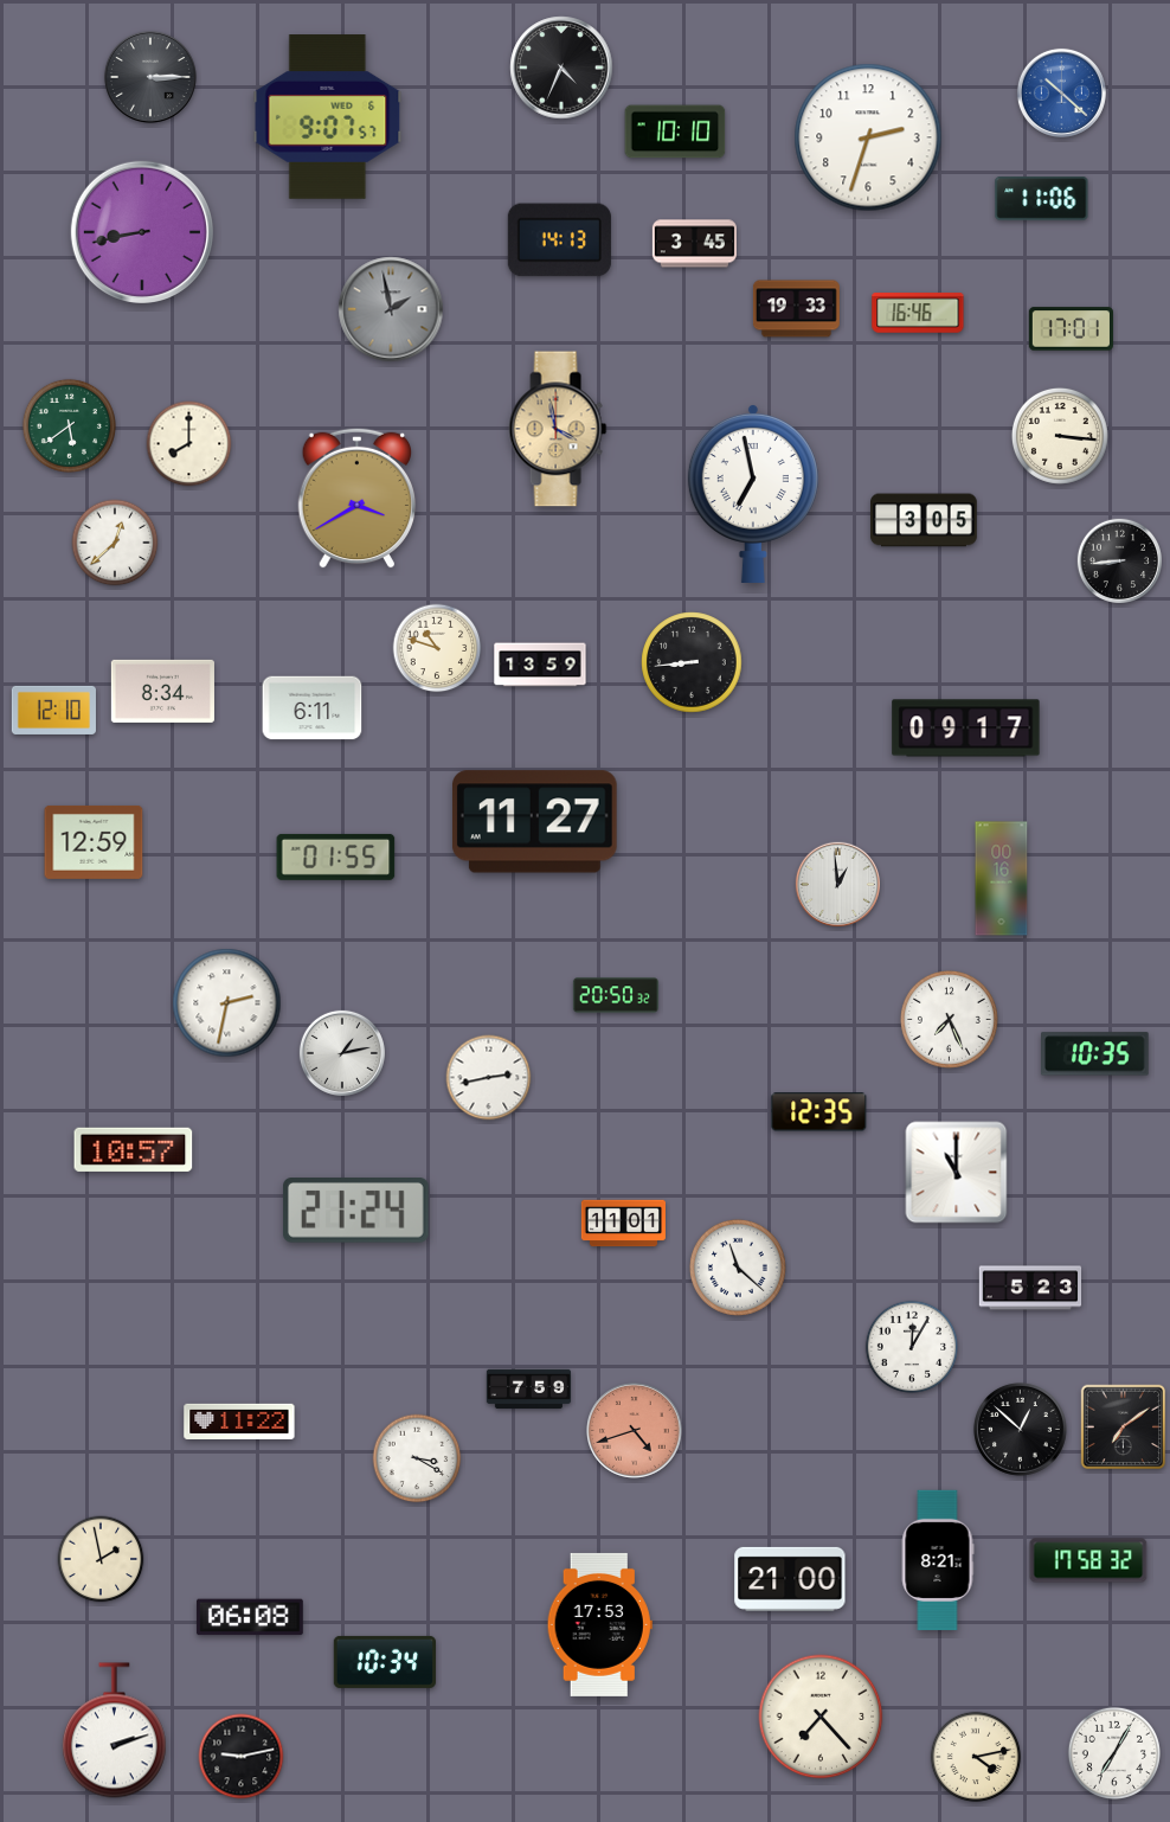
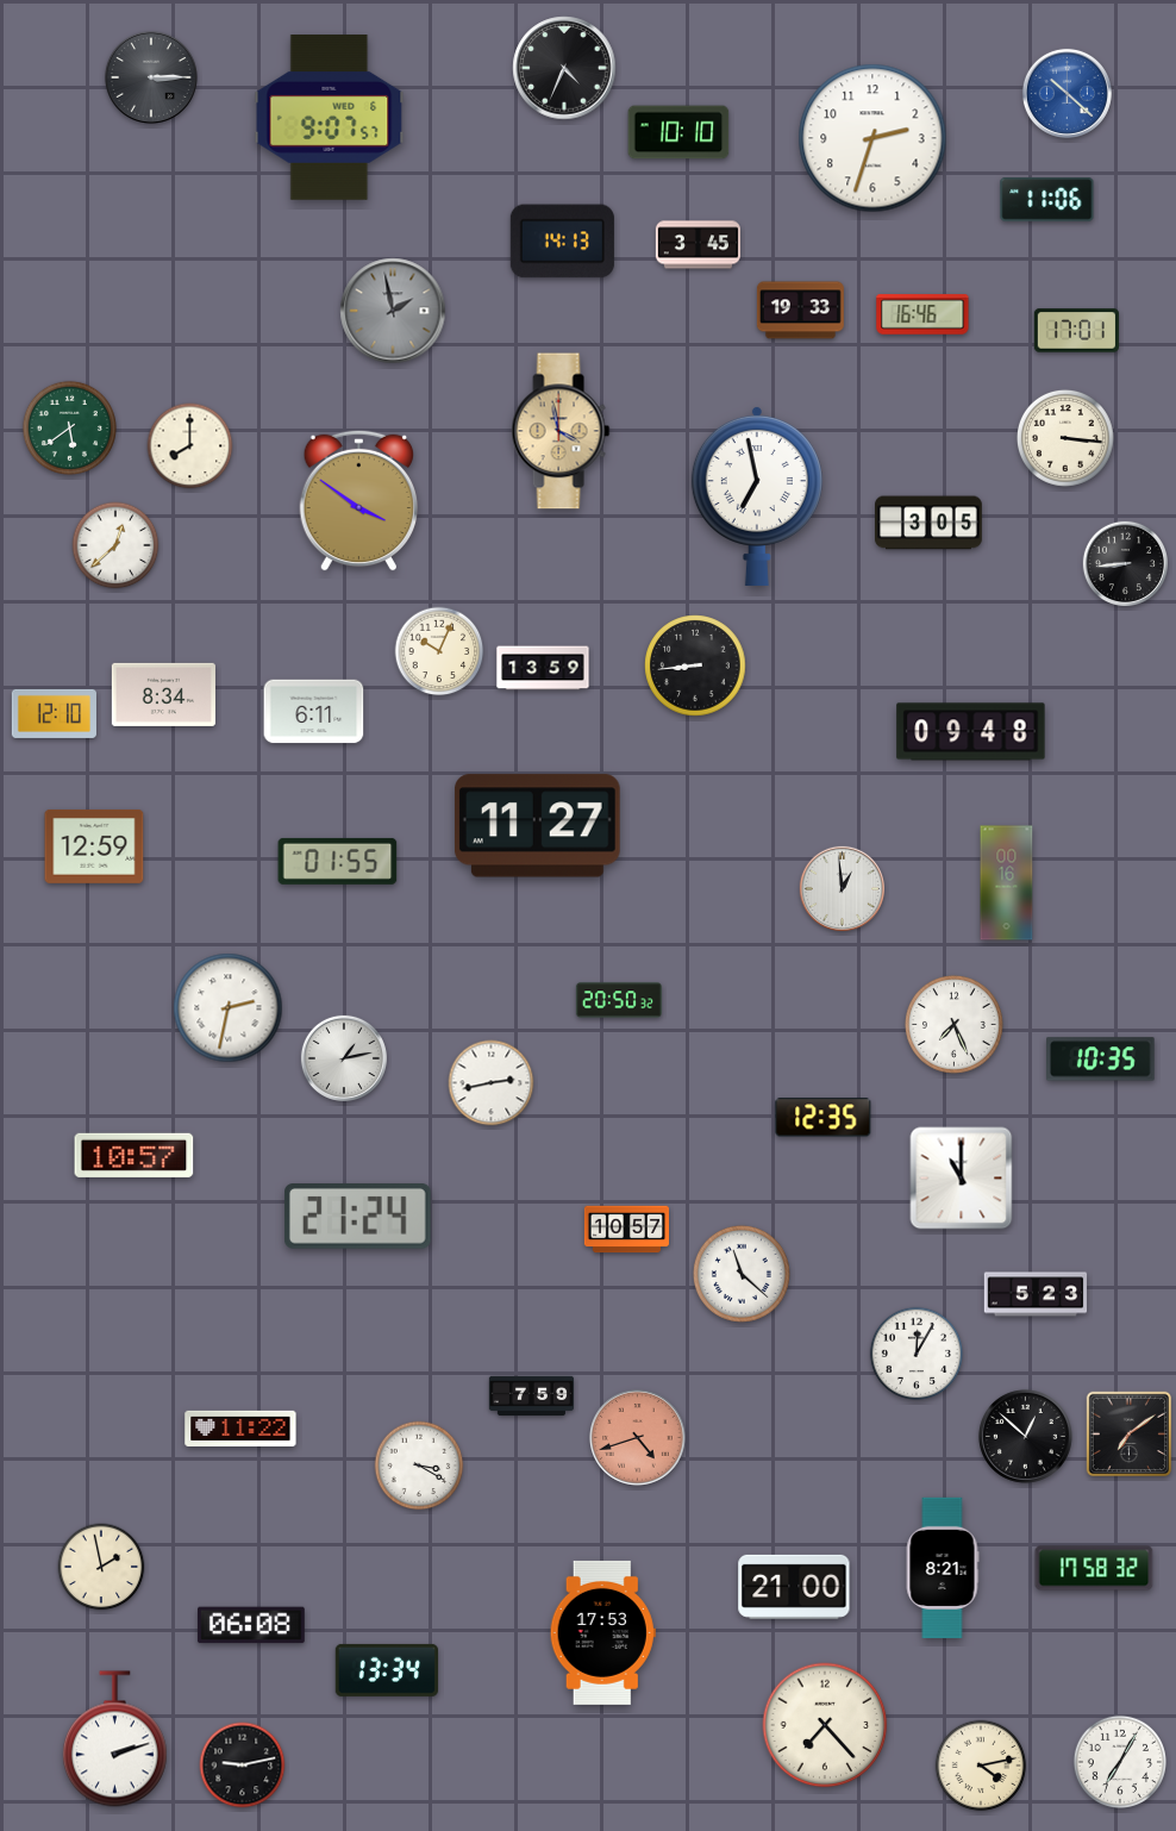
clock at (142, 232): 8:43 -> none
clock at (356, 498): 3:40 -> 3:51
clock at (437, 648): 10:48 -> 10:04
clock at (966, 729): 09:17 -> 09:48
clock at (623, 1224): 11:01 -> 10:57
clock at (385, 1662): 10:34 -> 13:34
